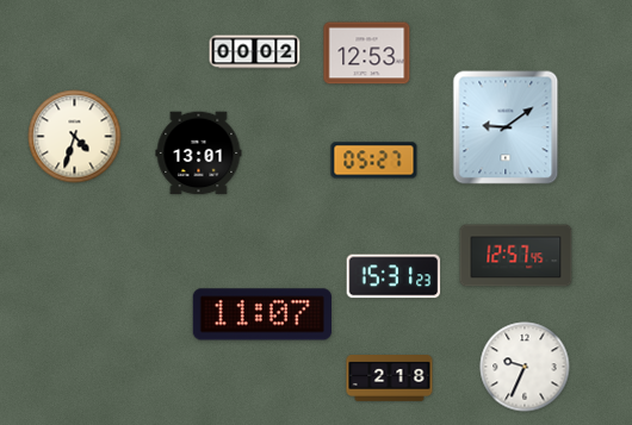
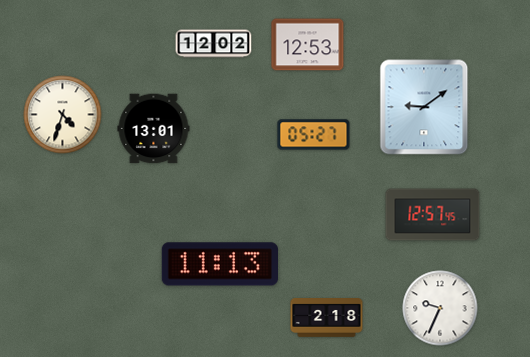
clock at (255, 52): 00:02 -> 12:02
clock at (199, 154) position: (199, 154) -> (154, 129)
clock at (394, 276): 15:31 -> none
clock at (261, 314): 11:07 -> 11:13
